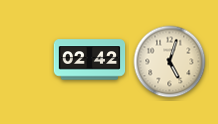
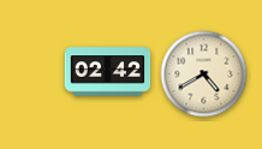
clock at (170, 62): 5:03 -> 4:40
